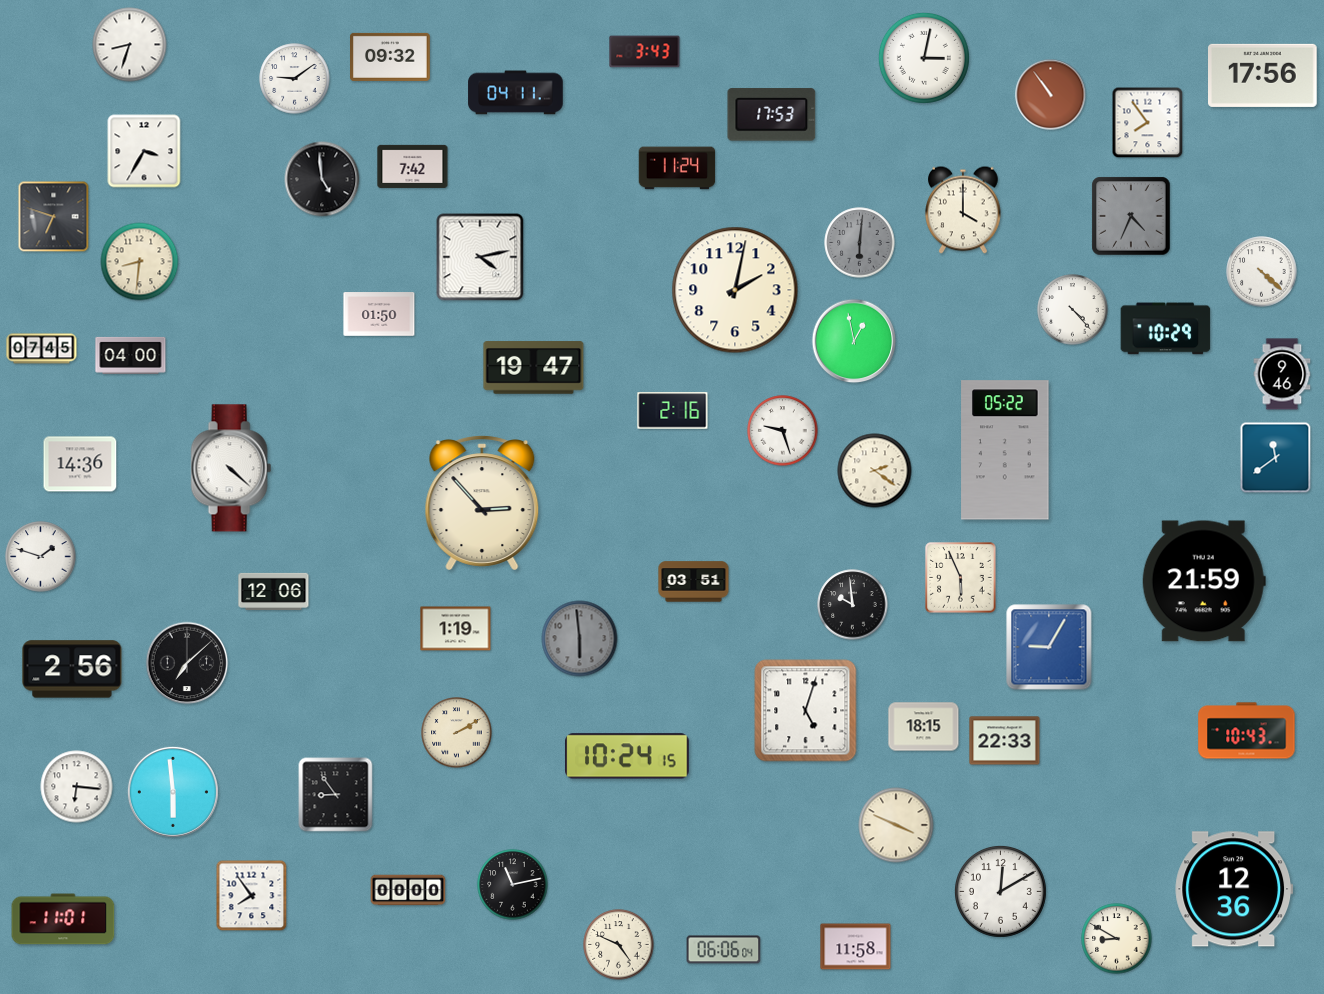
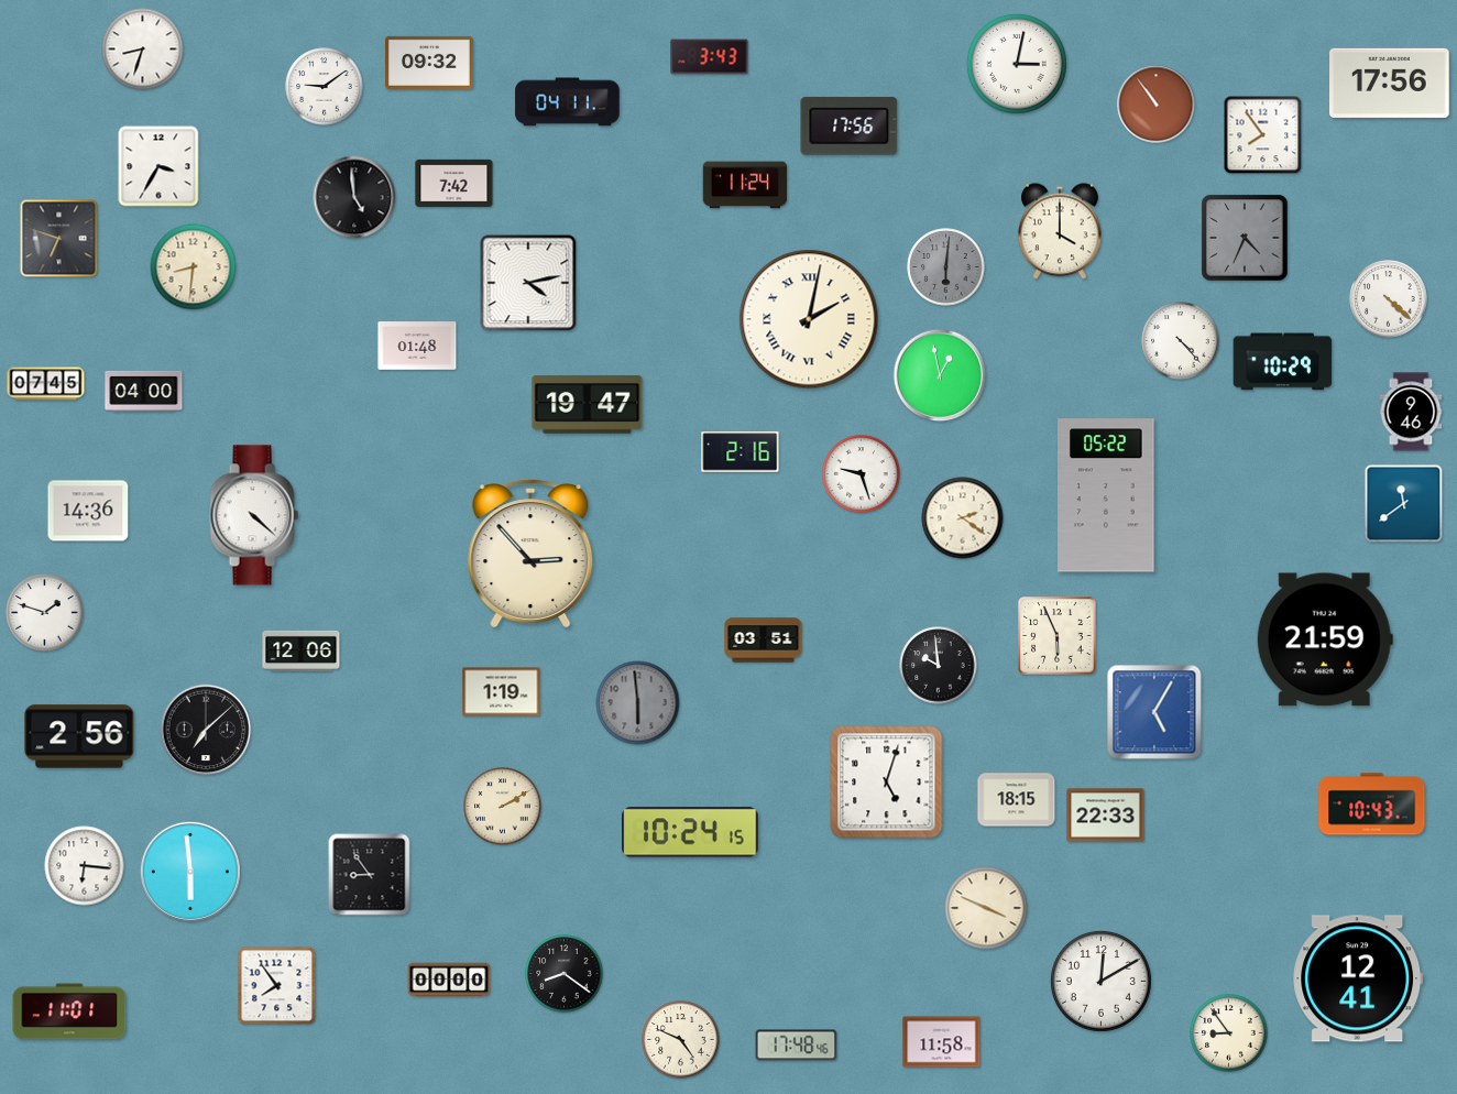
clock at (772, 115): 17:53 -> 17:56
clock at (140, 262) position: (140, 262) -> (194, 267)
clock at (735, 290) numerals: Arabic -> Roman
clock at (379, 314): 01:50 -> 01:48
clock at (1049, 647): 9:05 -> 5:05
clock at (513, 885): 11:13 -> 8:21
clock at (1234, 889): 12:36 -> 12:41
clock at (1117, 939): 8:50 -> 8:54
clock at (724, 950): 06:06 -> 17:48
